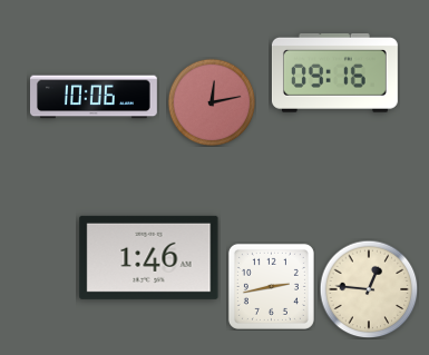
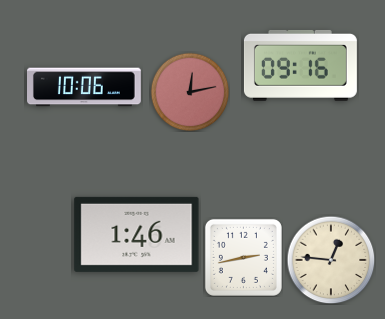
clock at (149, 257) position: (149, 257) -> (137, 234)
